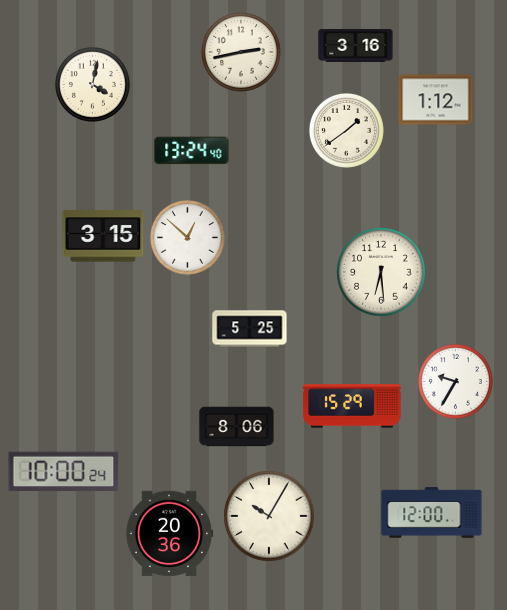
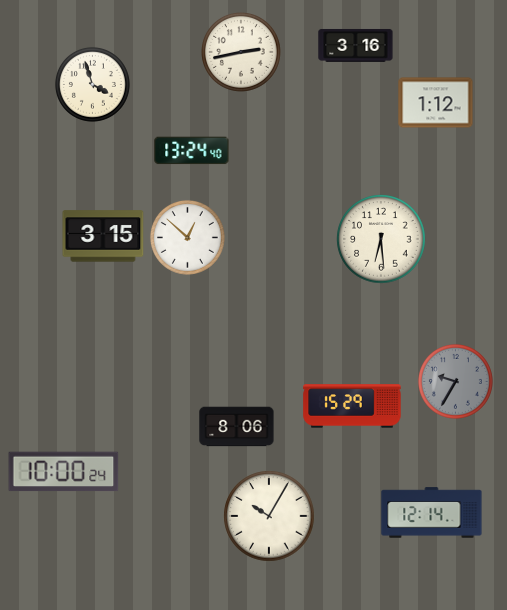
clock at (92, 84): 4:02 -> 3:57
clock at (436, 100) position: (436, 100) -> (436, 103)
clock at (346, 130): 1:39 -> none
clock at (381, 272) position: (381, 272) -> (381, 239)
clock at (250, 329): 5:25 -> none
clock at (455, 381) dial: white -> grey
clock at (432, 513): 12:00 -> 12:14
clock at (169, 534): 20:36 -> none
